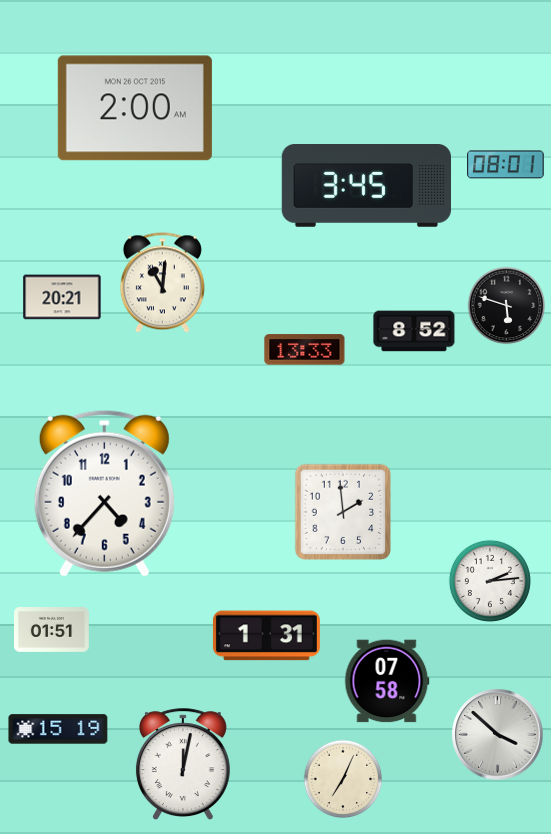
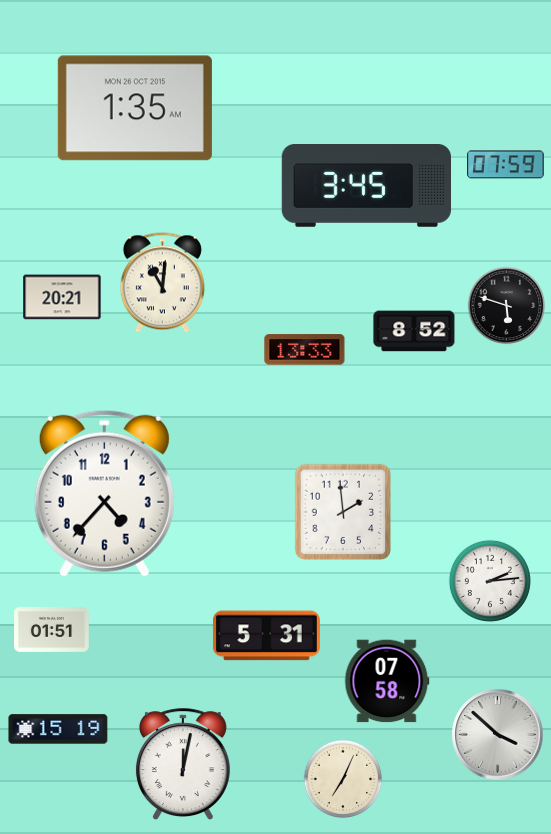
clock at (135, 108): 2:00 -> 1:35
clock at (506, 165): 08:01 -> 07:59
clock at (266, 636): 1:31 -> 5:31
